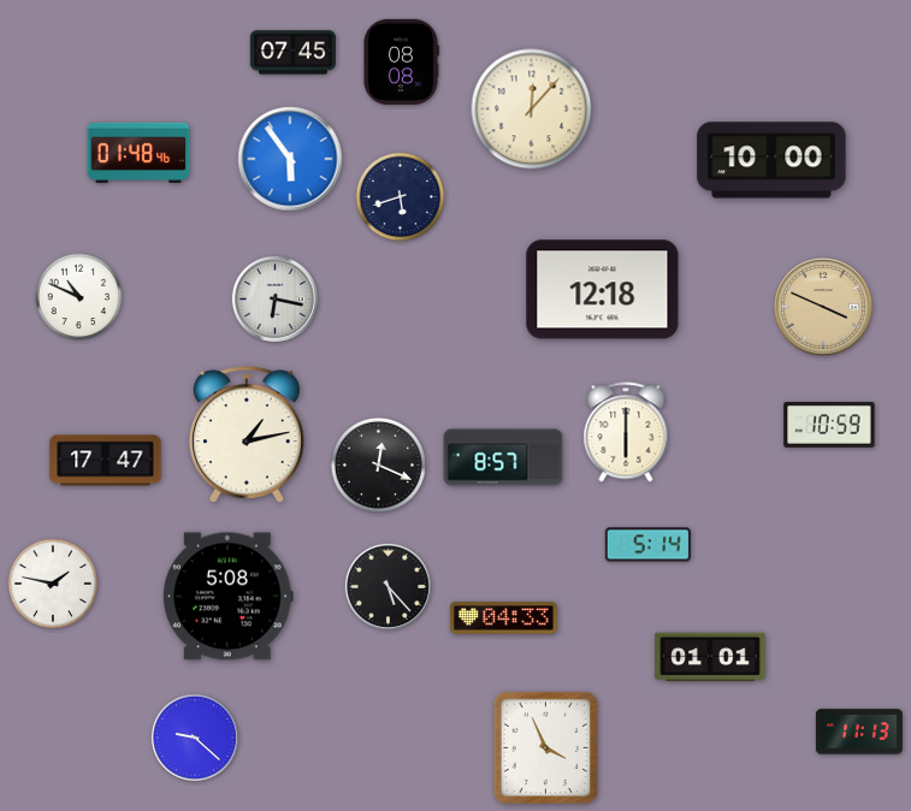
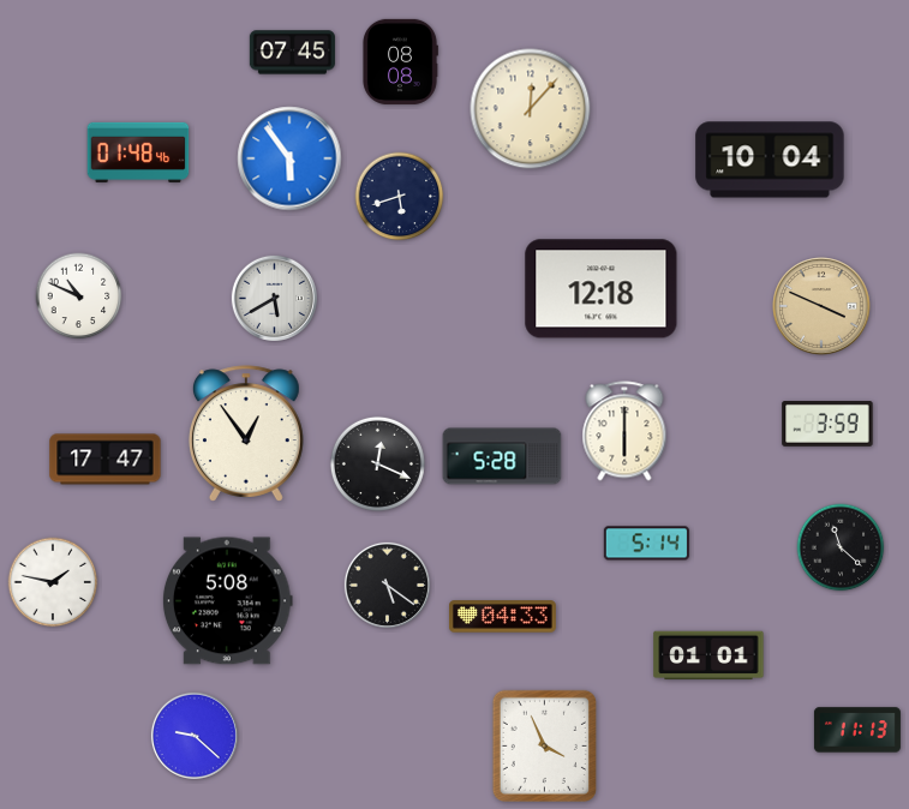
clock at (771, 160): 10:00 -> 10:04
clock at (274, 298): 6:17 -> 5:40
clock at (829, 426): 10:59 -> 3:59
clock at (247, 434): 1:13 -> 12:54
clock at (503, 457): 8:57 -> 5:28
clock at (841, 547): none -> 11:22
clock at (388, 586): 5:23 -> 5:21
clock at (227, 597) position: (227, 597) -> (227, 601)
